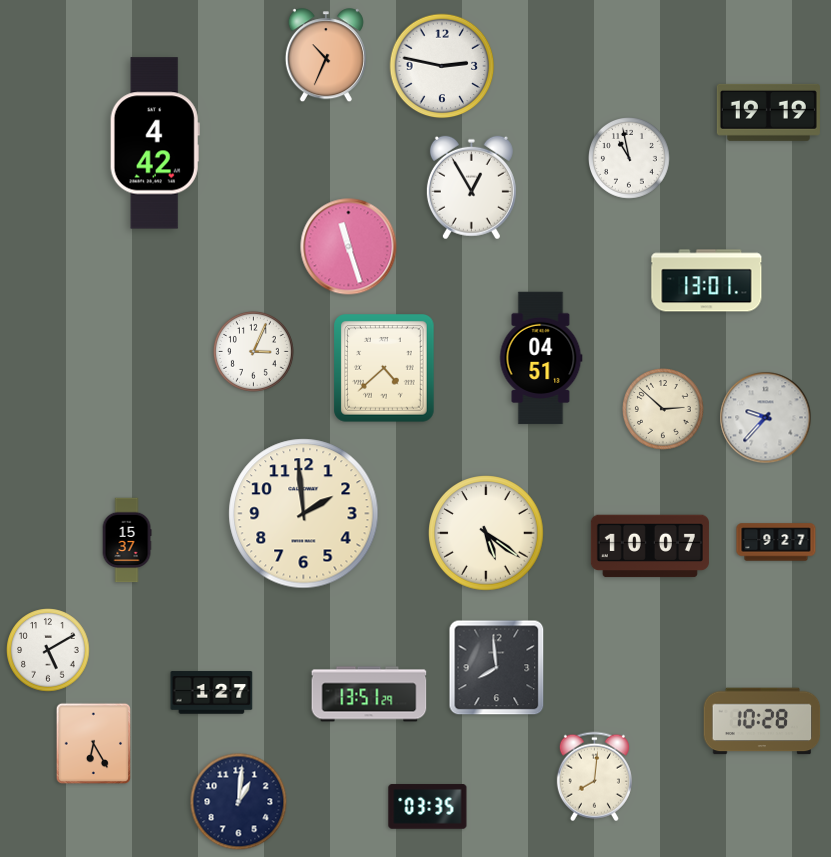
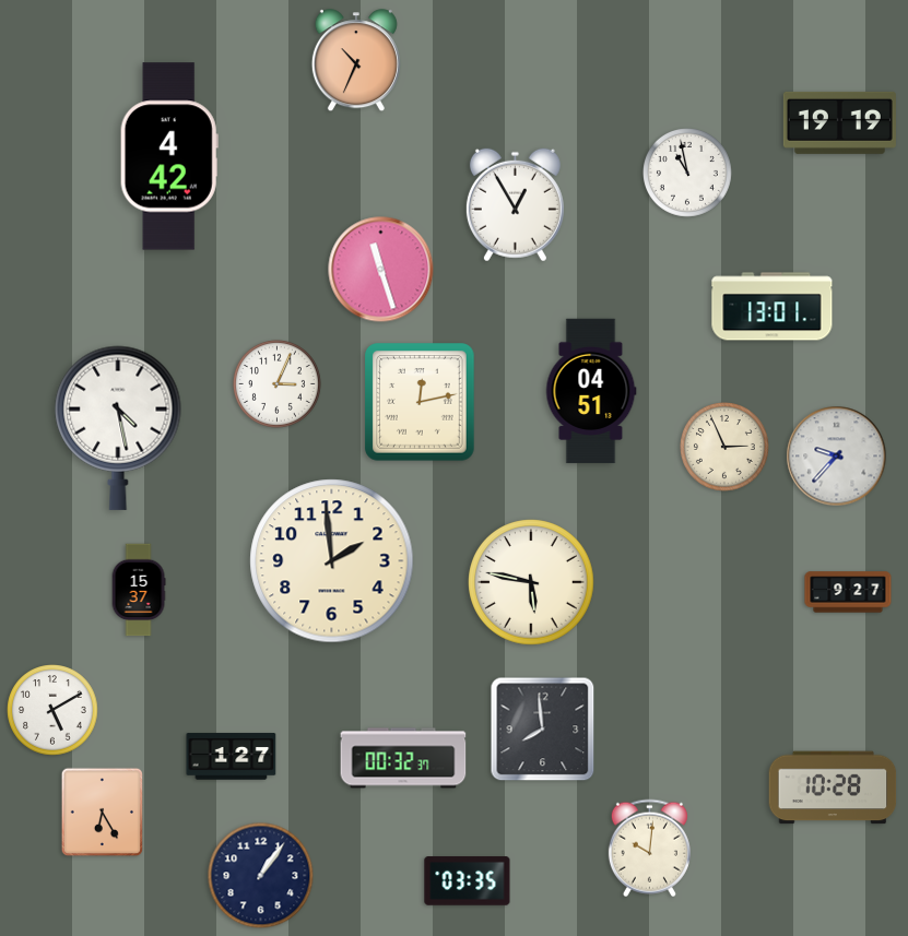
clock at (442, 66): 2:47 -> none
clock at (384, 368): 4:38 -> 12:13
clock at (118, 428): none -> 4:28
clock at (664, 410): 2:52 -> 2:56
clock at (486, 533): 5:21 -> 5:47
clock at (650, 546): 10:07 -> none
clock at (369, 694): 13:51 -> 00:32
clock at (594, 777): 8:01 -> 10:01
clock at (239, 802): 1:01 -> 1:06
